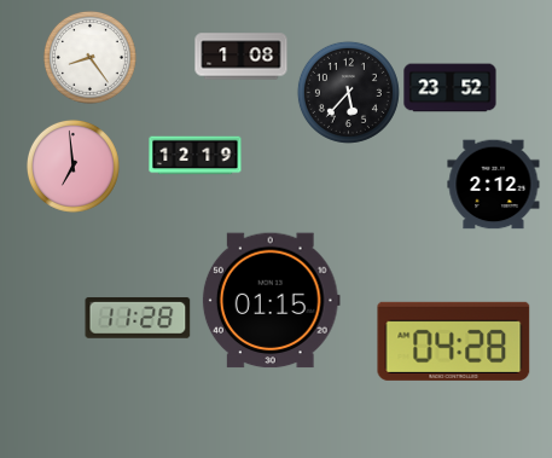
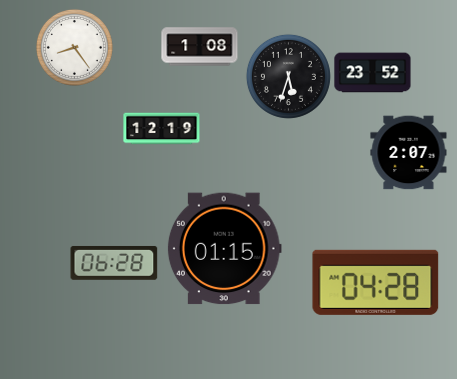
clock at (348, 92): 5:37 -> 5:33
clock at (72, 166): 6:59 -> none
clock at (494, 185): 2:12 -> 2:07
clock at (138, 318): 11:28 -> 06:28
